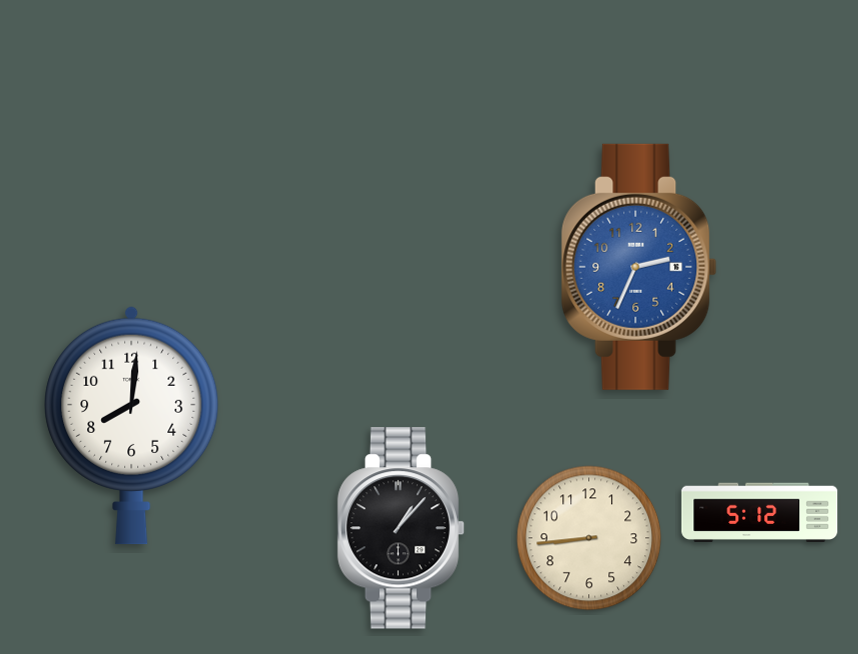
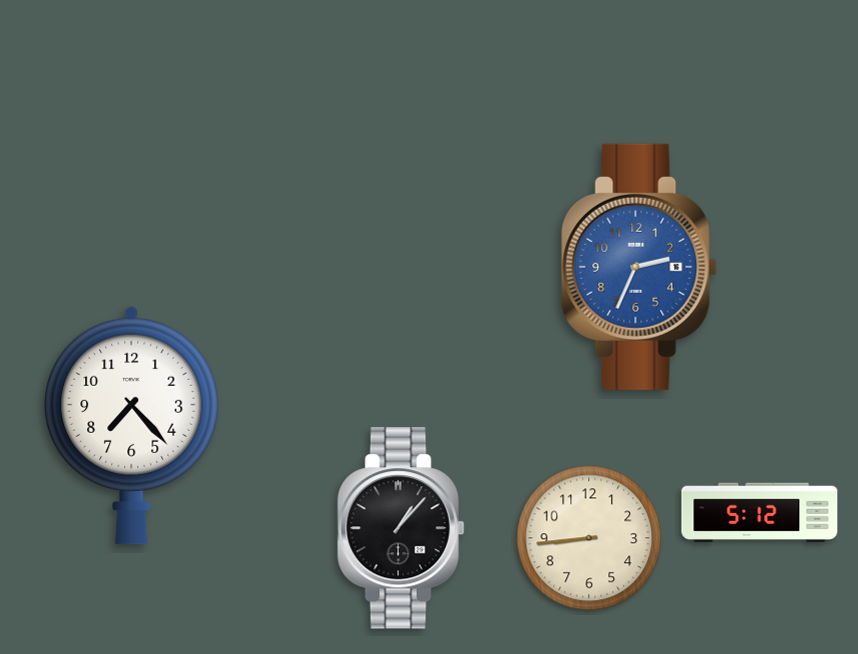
clock at (132, 425): 8:01 -> 7:23
